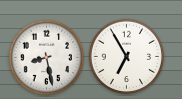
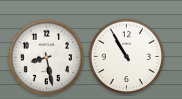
clock at (127, 57): 6:55 -> 10:55
